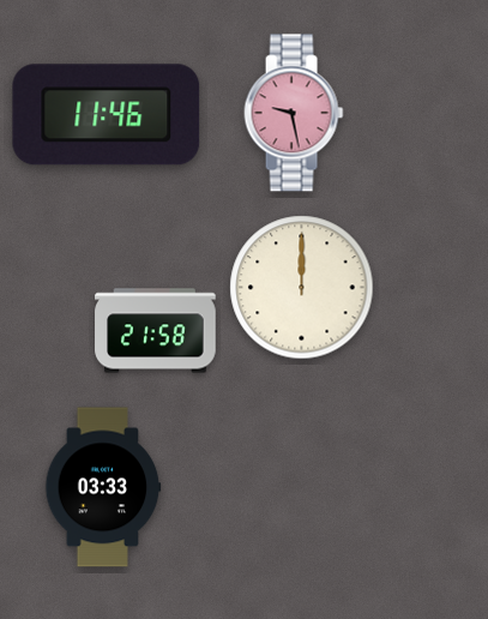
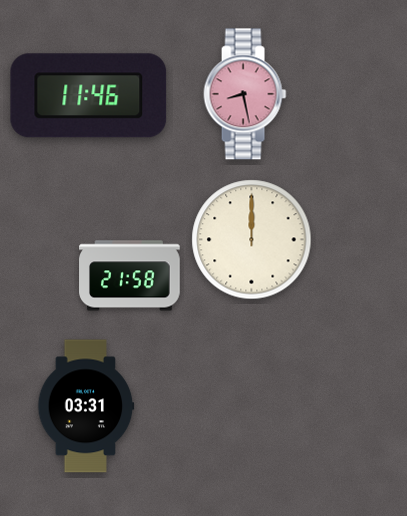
clock at (294, 113): 9:28 -> 8:28
clock at (103, 487): 03:33 -> 03:31
